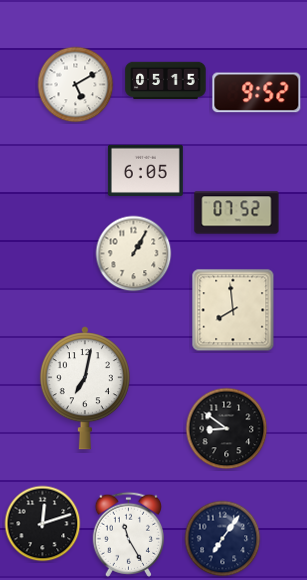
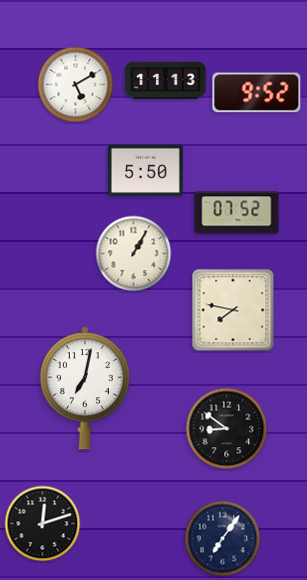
clock at (166, 81): 05:15 -> 11:13
clock at (145, 170): 6:05 -> 5:50
clock at (233, 310): 7:59 -> 7:47
clock at (128, 534): 11:25 -> none
